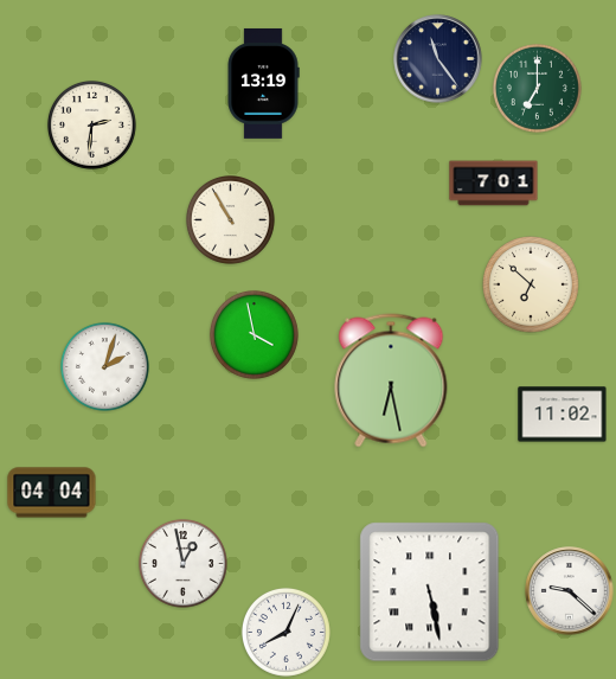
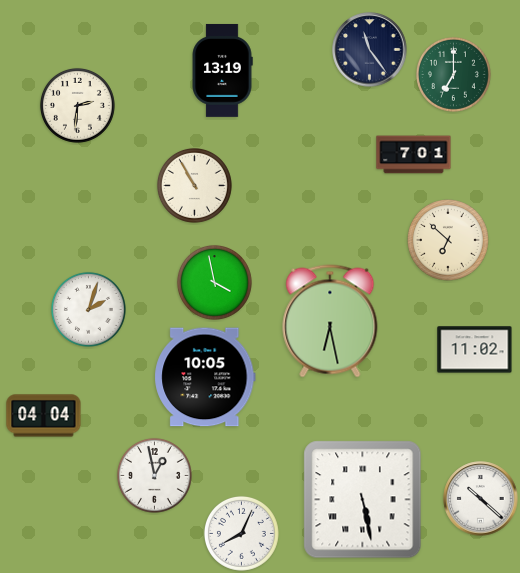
clock at (494, 184) position: (494, 184) -> (414, 155)
clock at (205, 377): none -> 10:05
clock at (570, 591): 9:22 -> 10:22
